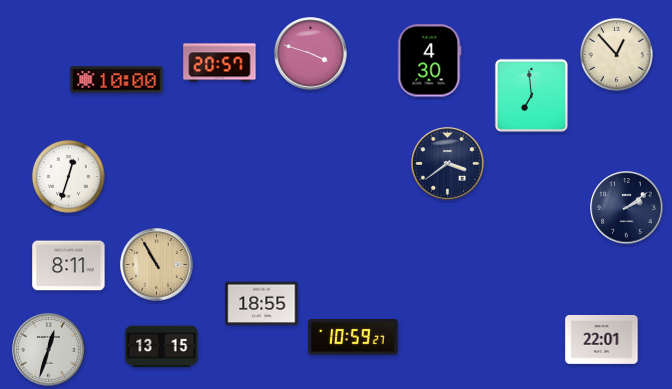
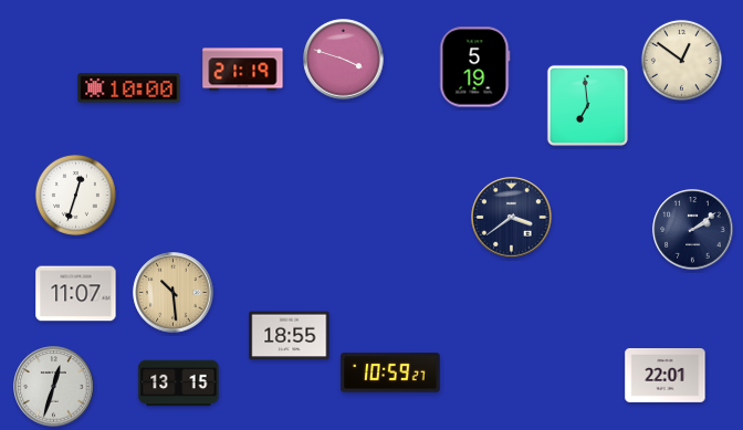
clock at (616, 54): 12:53 -> 12:51
clock at (430, 61): 4:30 -> 5:19
clock at (220, 63): 20:57 -> 21:19
clock at (448, 164) position: (448, 164) -> (512, 218)
clock at (157, 265): 10:55 -> 10:29
clock at (69, 266): 8:11 -> 11:07
